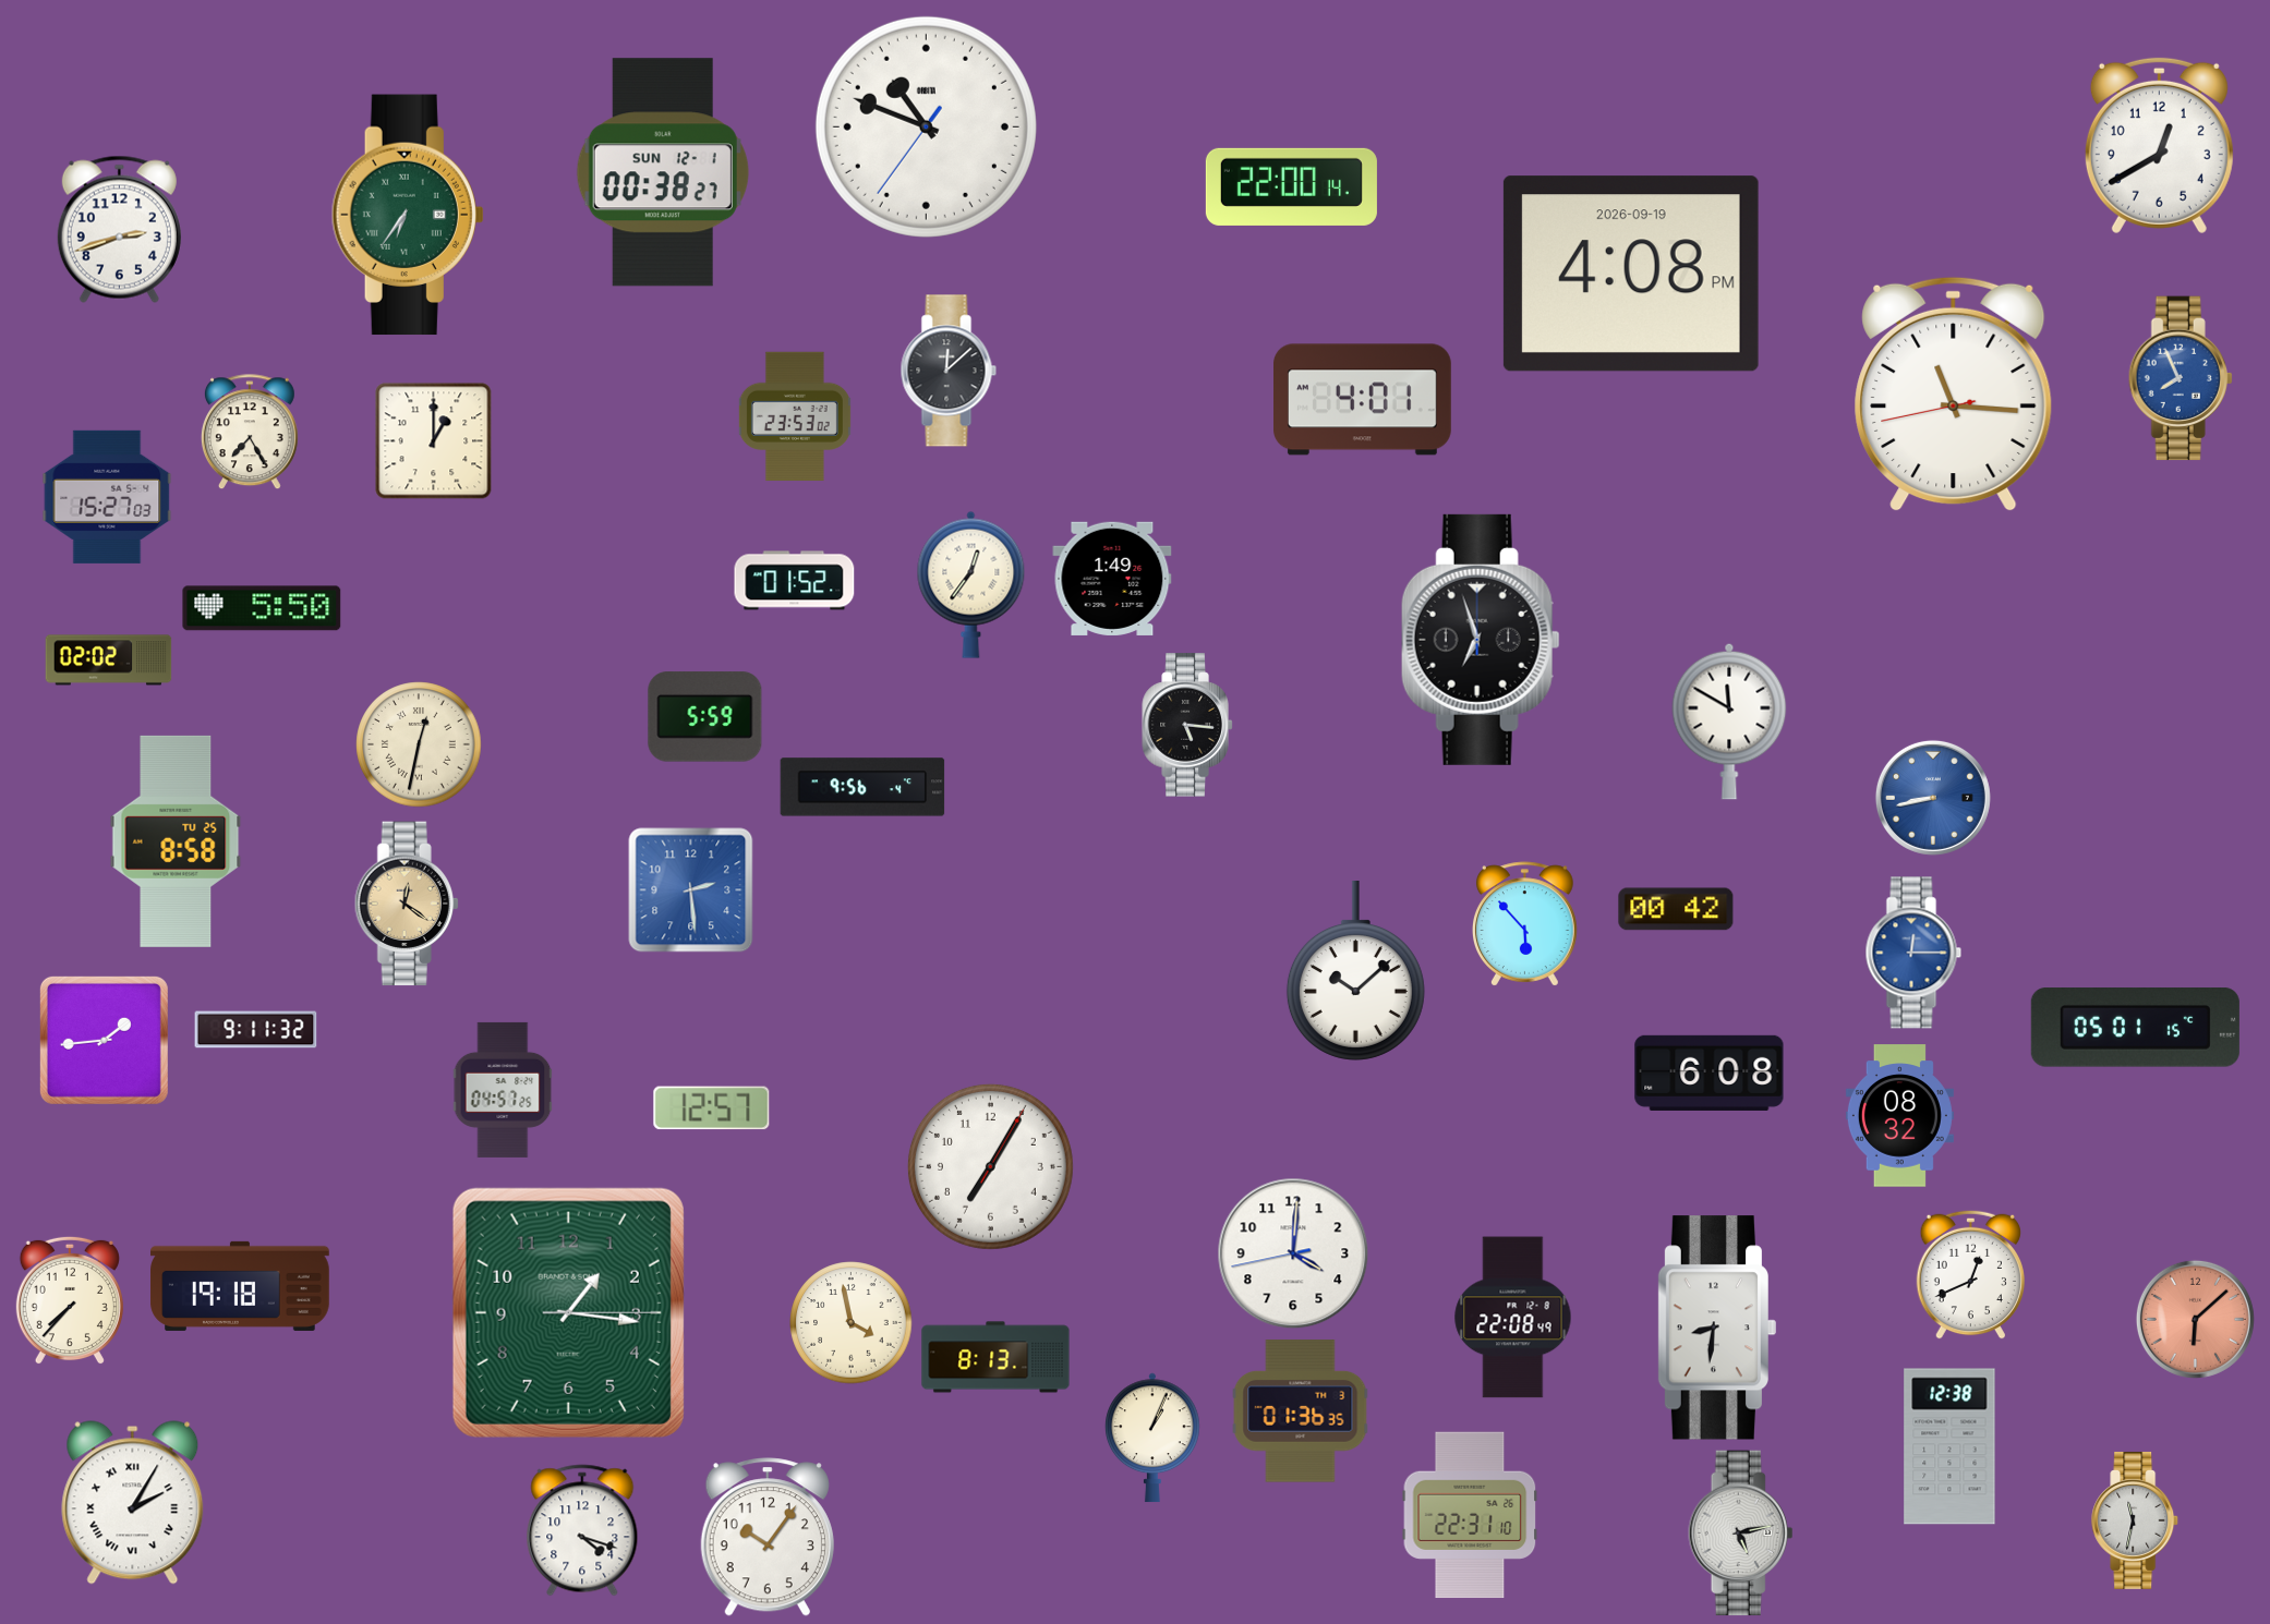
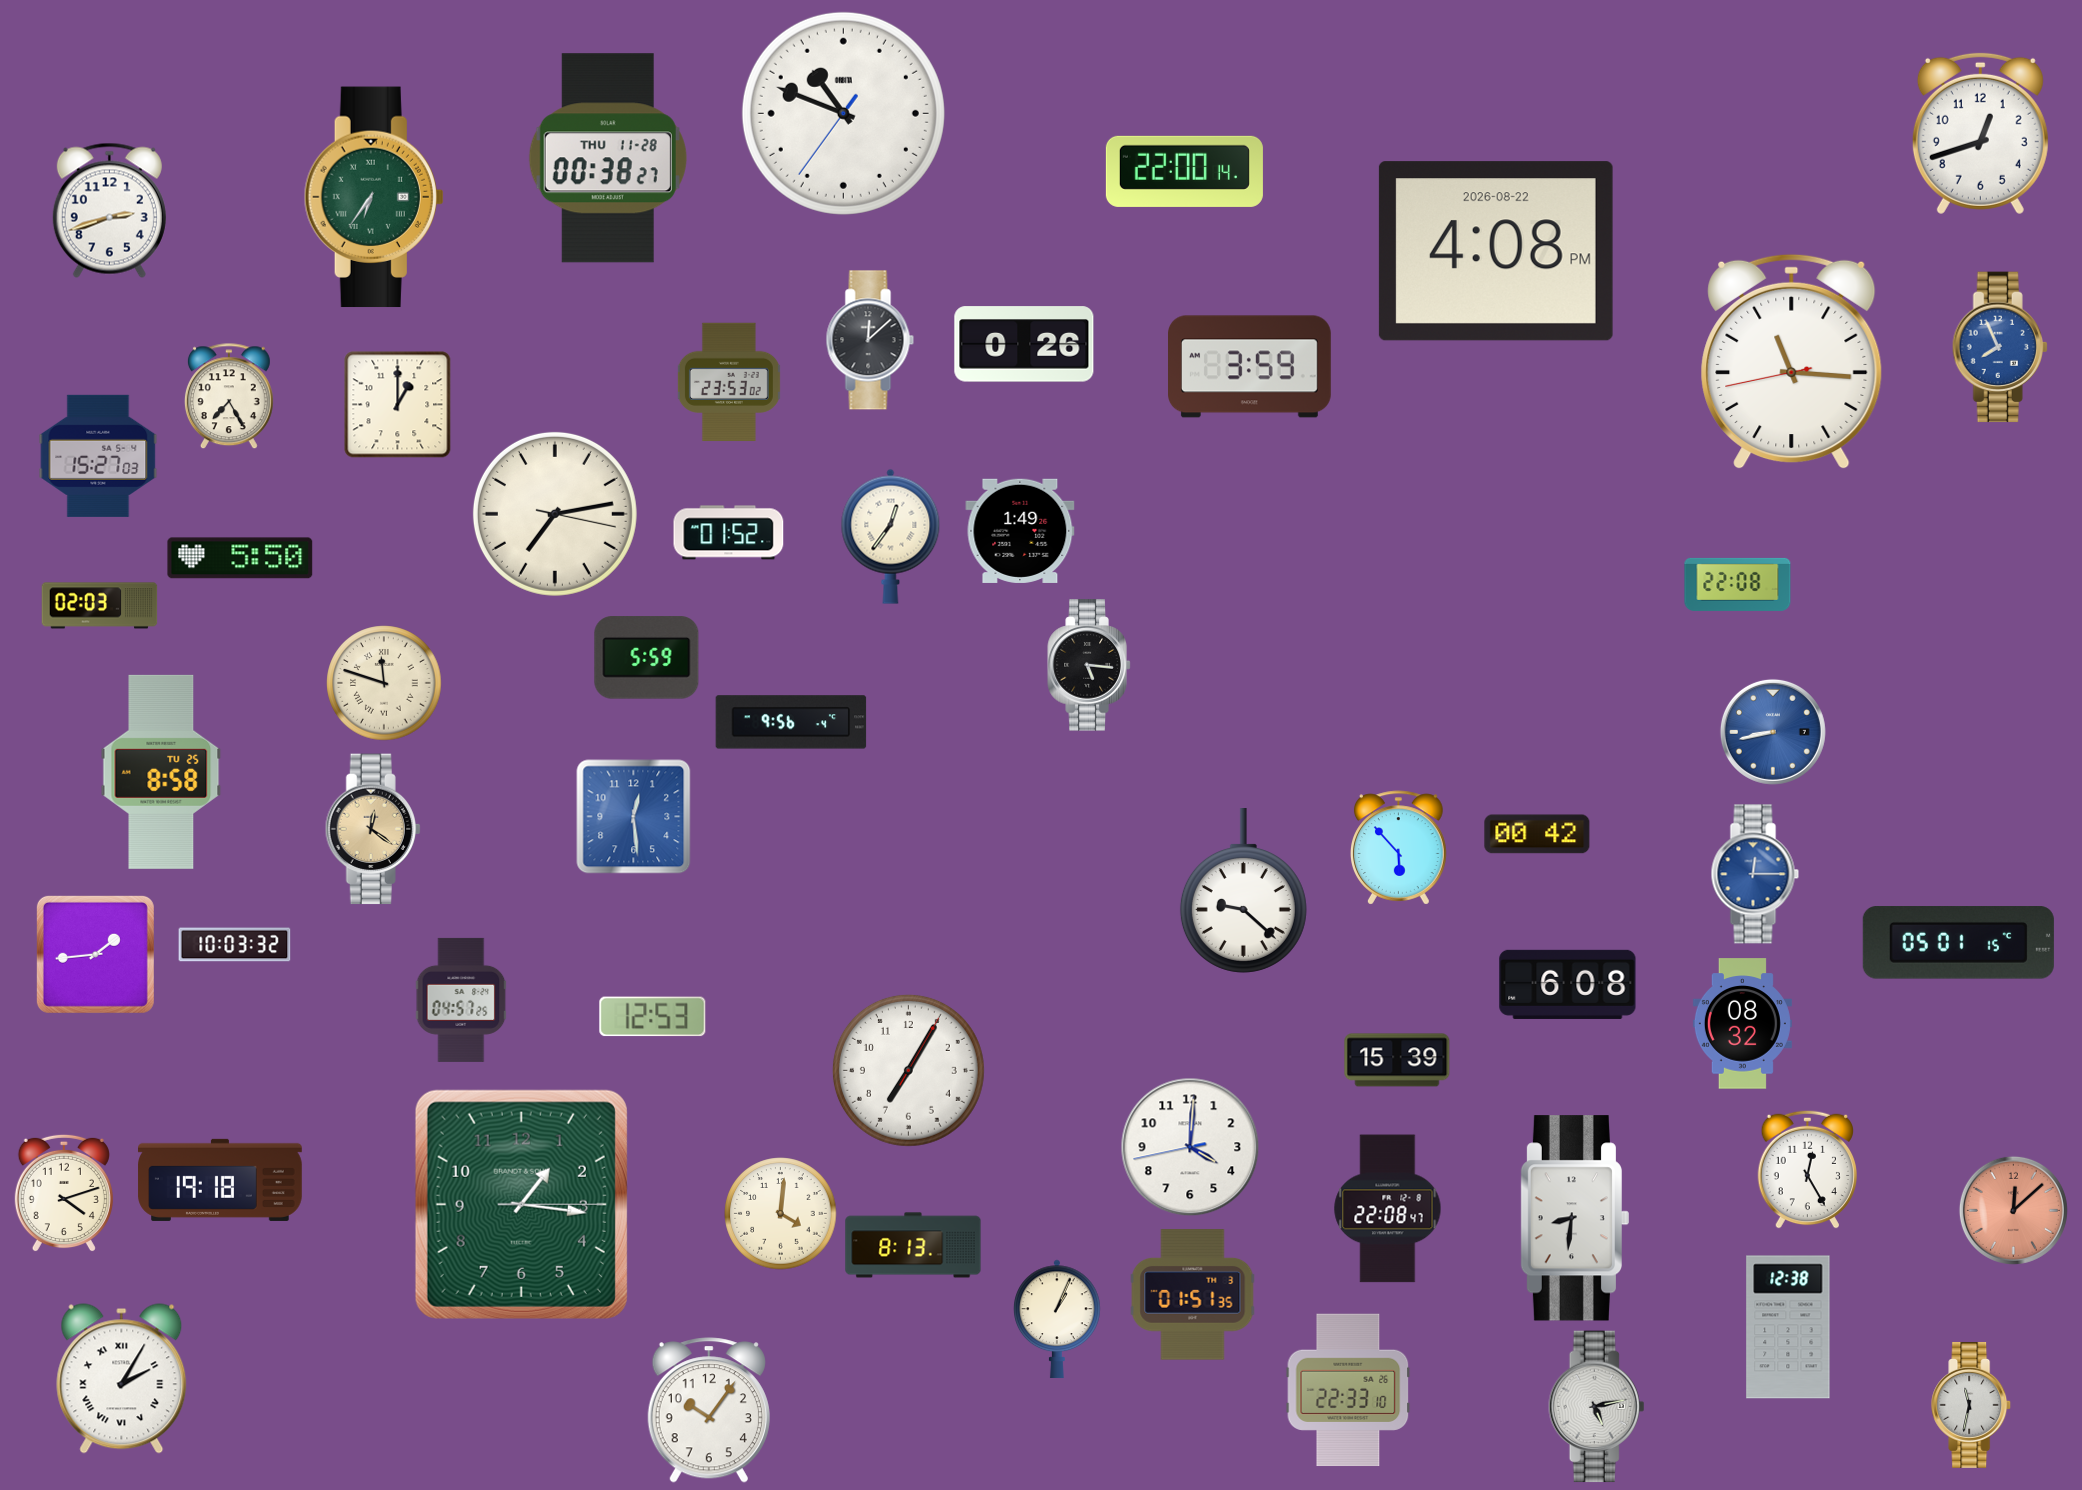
clock at (926, 126) position: (926, 126) -> (843, 113)
clock at (2159, 145): 12:40 -> 12:42
clock at (663, 172) date: SUN 12-1 -> THU 11-28
clock at (1631, 274) date: 2026-09-19 -> 2026-08-22
clock at (1024, 344): none -> 0:26
clock at (1363, 400): 4:01 -> 3:59
clock at (555, 514): none -> 7:13
clock at (1738, 584): none -> 22:08
clock at (1481, 640): 6:57 -> none
clock at (109, 660): 02:02 -> 02:03
clock at (1729, 722): 11:50 -> none
clock at (419, 744): 12:32 -> 11:48
clock at (691, 890): 2:29 -> 12:29
clock at (1355, 971): 10:08 -> 9:22
clock at (256, 1030): 9:11 -> 10:03
clock at (712, 1108): 12:57 -> 12:53
clock at (1397, 1060): none -> 15:39
clock at (1293, 1253) position: (1293, 1253) -> (1190, 1147)
clock at (1970, 1274): 12:41 -> 12:25
clock at (70, 1300): 7:37 -> 4:12
clock at (1513, 1318): 22:08:49 -> 22:08:47
clock at (2195, 1319): 6:08 -> 12:08
clock at (852, 1323): 3:58 -> 4:01
clock at (1301, 1411): 01:36 -> 01:51
clock at (1470, 1515): 22:31 -> 22:33
clock at (2136, 1520) position: (2136, 1520) -> (1972, 1405)
clock at (582, 1530): 4:18 -> none
clock at (768, 1537) position: (768, 1537) -> (709, 1410)
